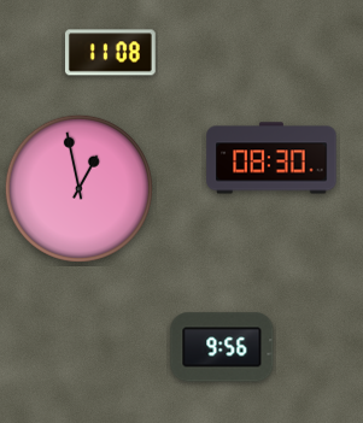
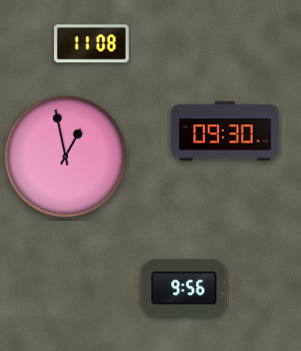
clock at (271, 158): 08:30 -> 09:30
